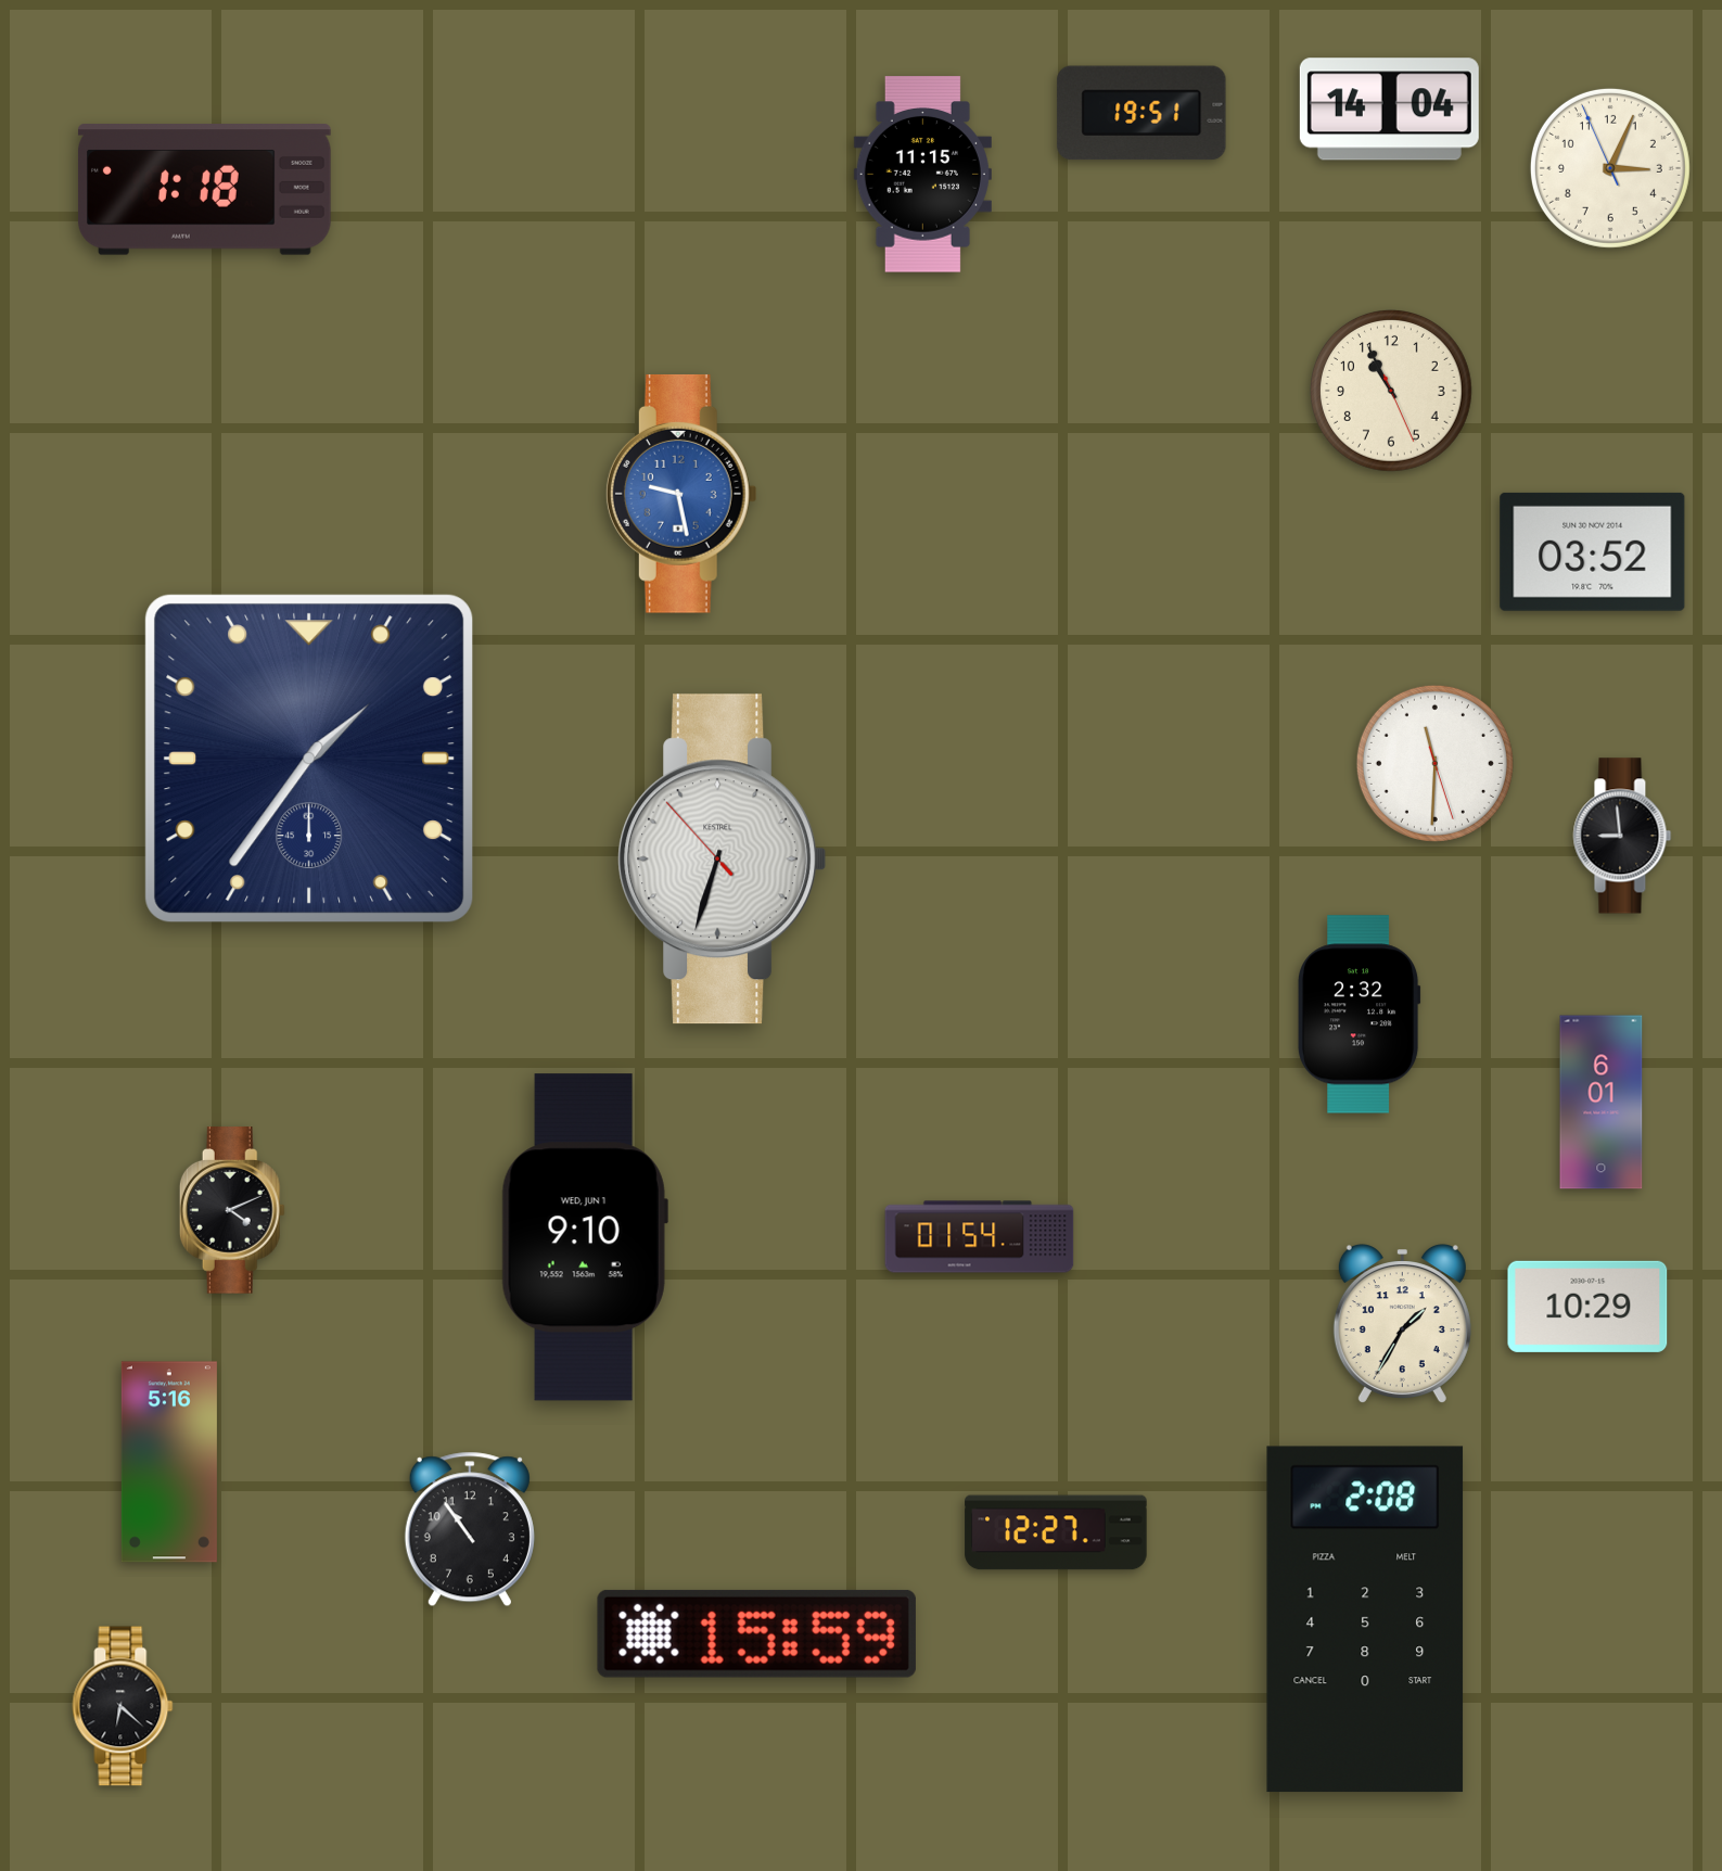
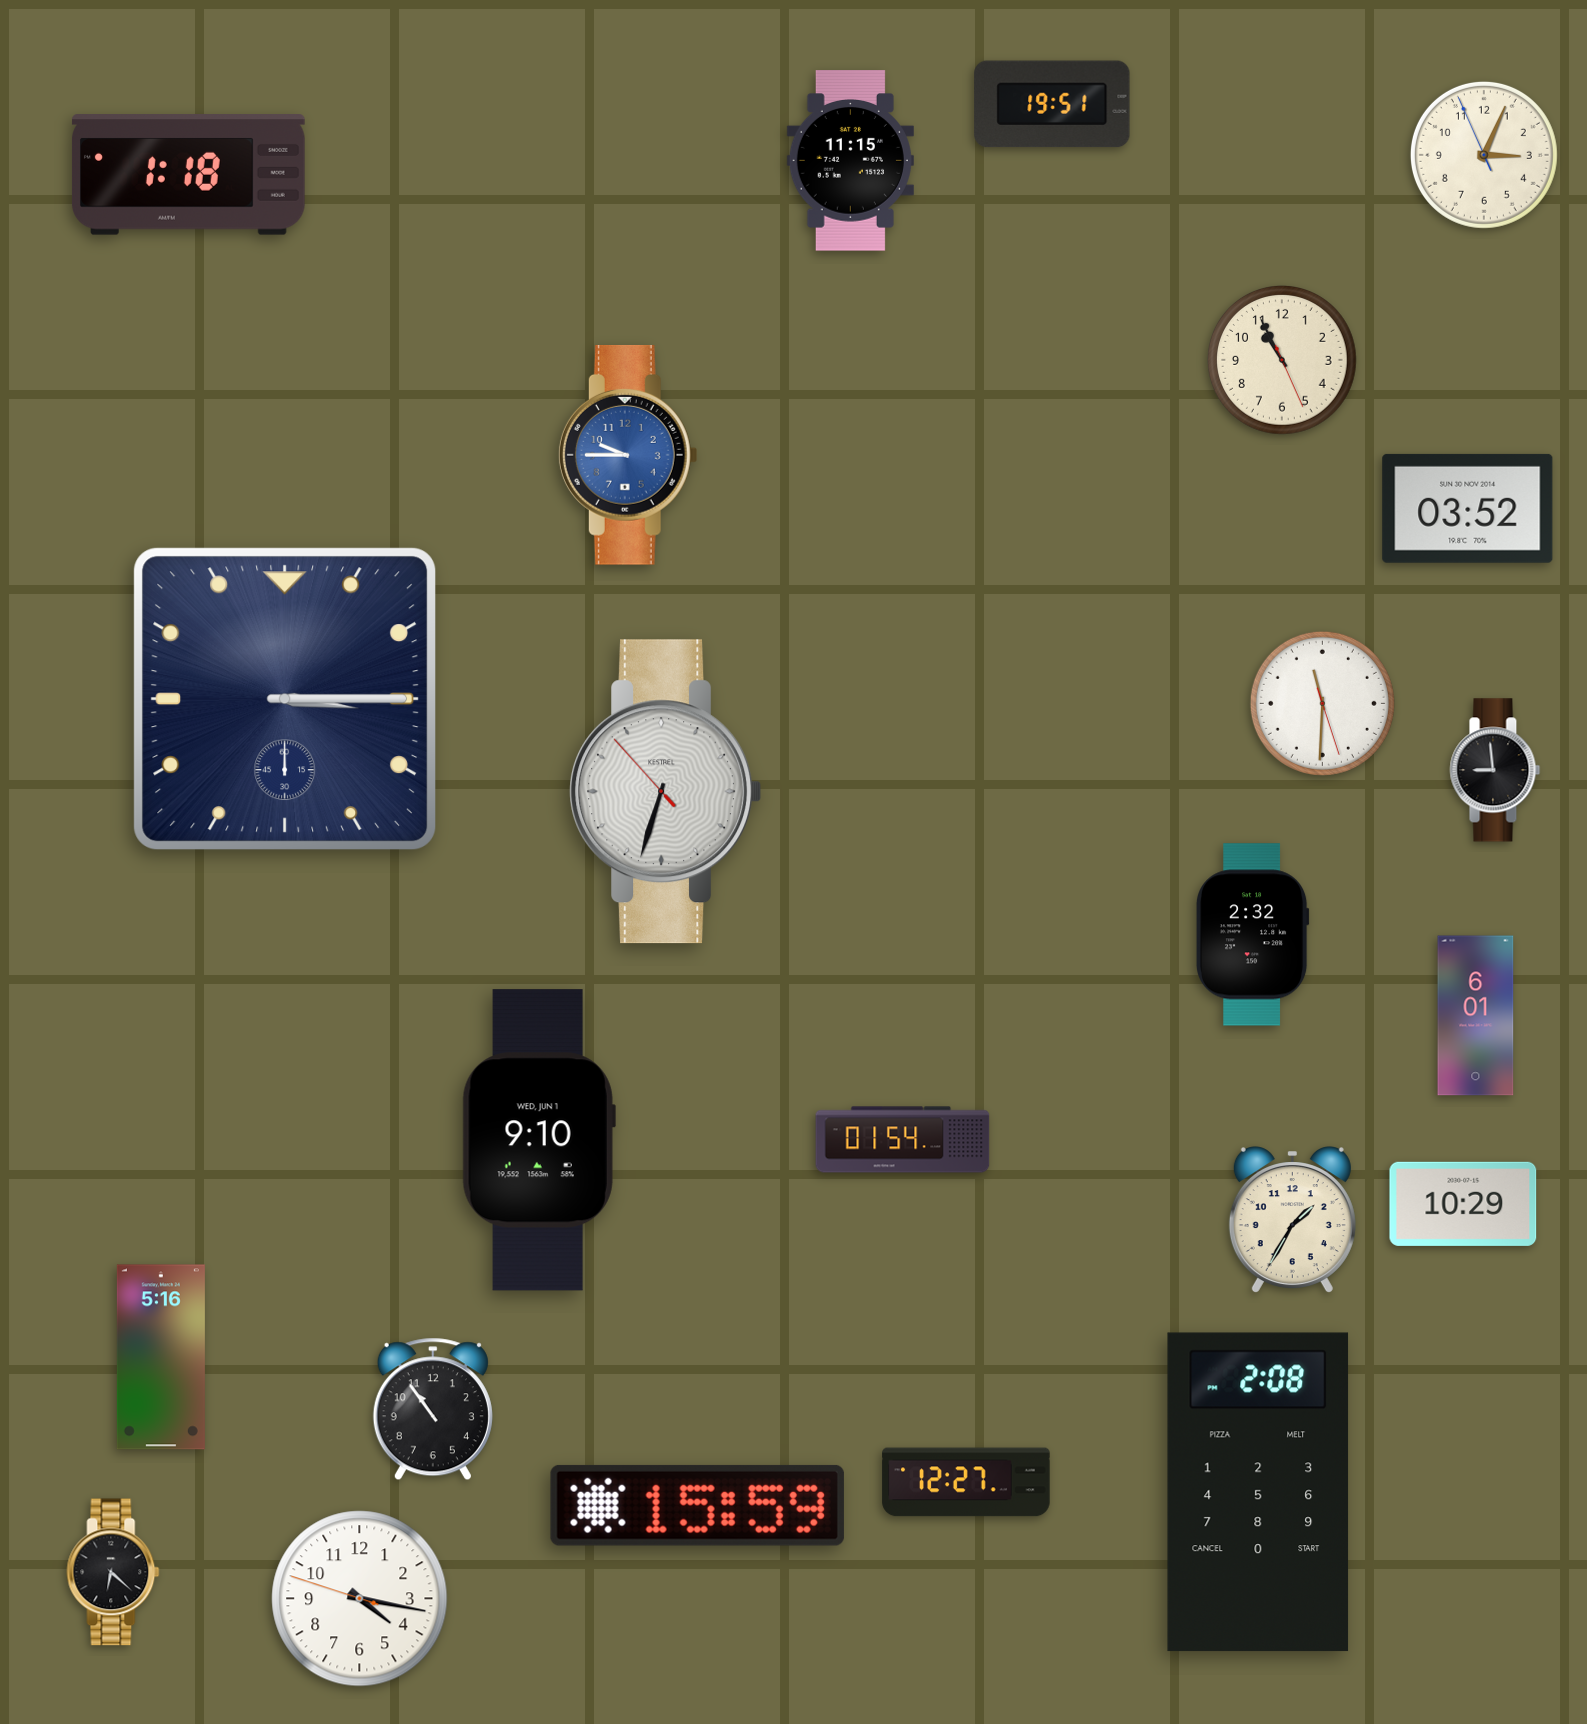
clock at (1389, 110): 14:04 -> none
clock at (681, 494): 9:28 -> 9:45
clock at (308, 758): 1:36 -> 3:15
clock at (232, 1210): 4:11 -> none
clock at (169, 1462) position: (169, 1462) -> (161, 1357)
clock at (1056, 1532) position: (1056, 1532) -> (966, 1482)
clock at (360, 1599): none -> 4:16
